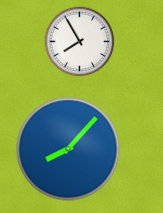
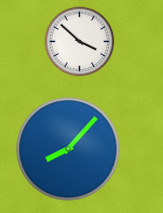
clock at (80, 42): 7:55 -> 3:52
